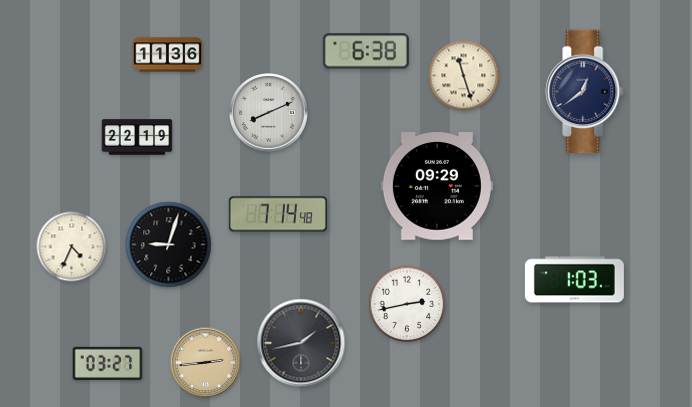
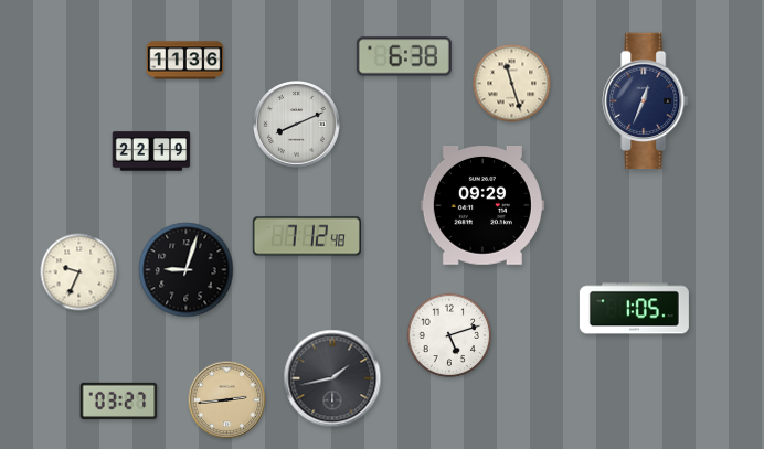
clock at (585, 92): 12:39 -> 12:34
clock at (278, 214): 7:14 -> 7:12
clock at (72, 247): 4:34 -> 9:34
clock at (574, 280): 1:03 -> 1:05
clock at (407, 304): 2:43 -> 5:12
